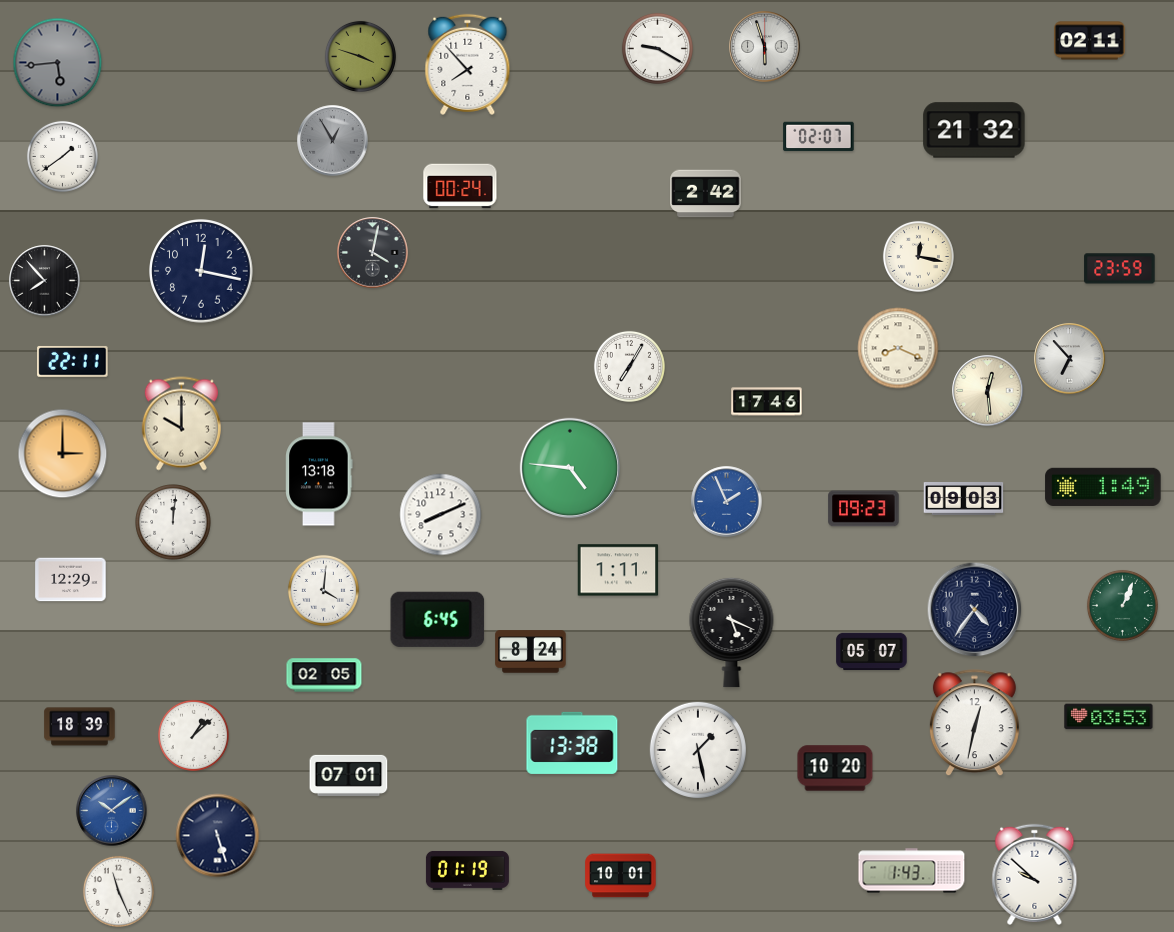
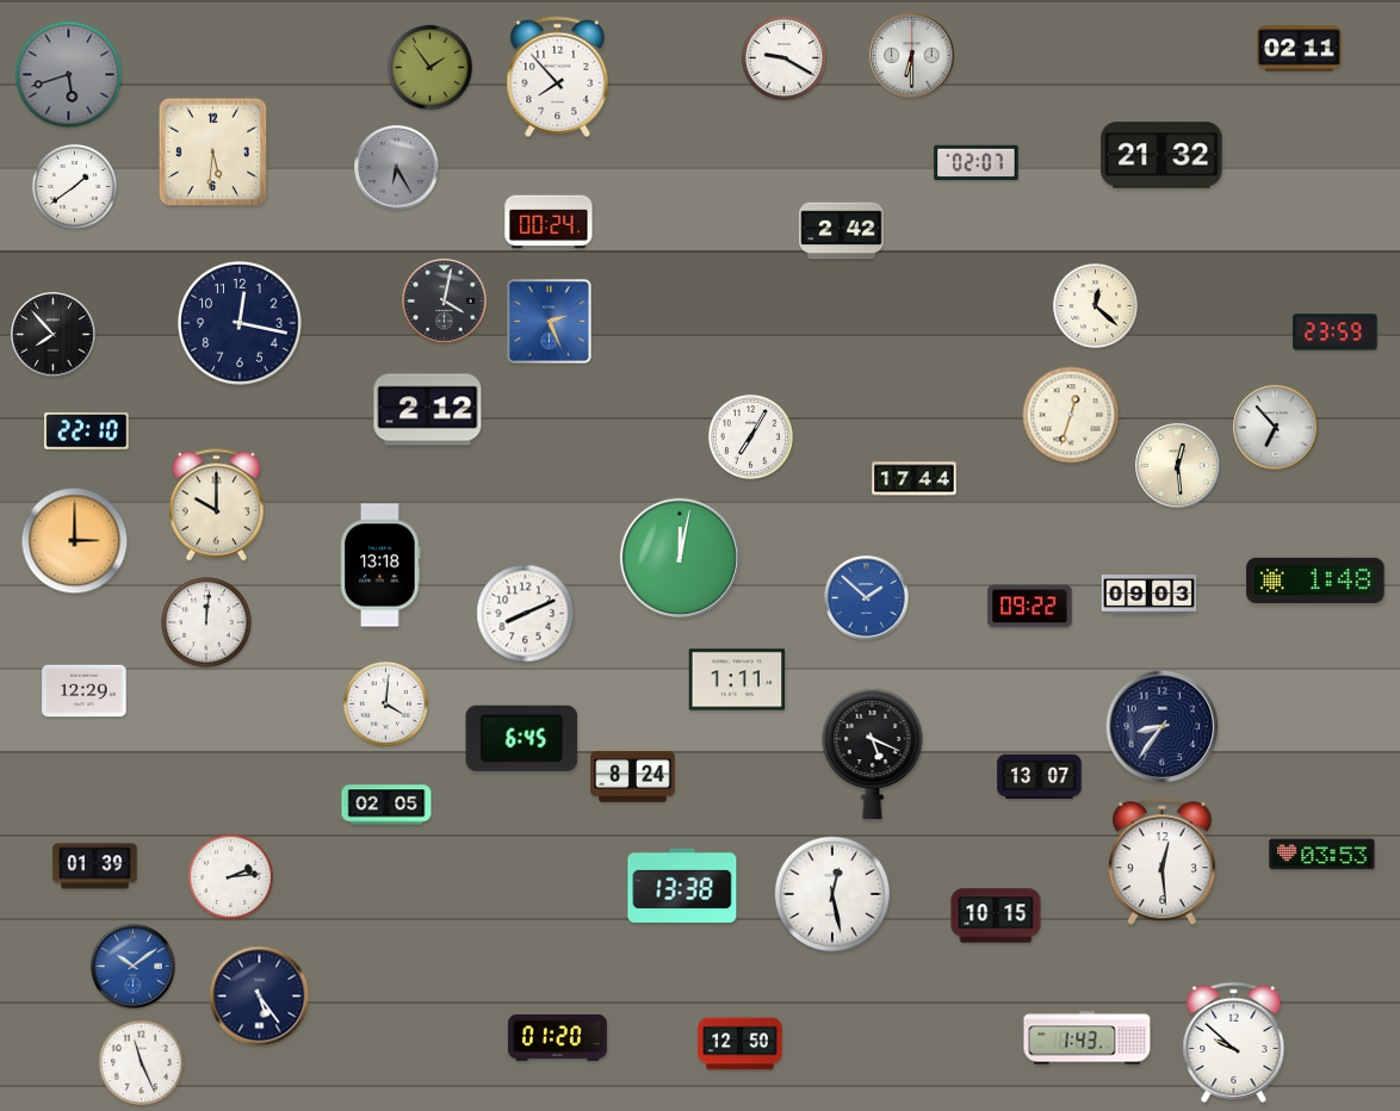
clock at (765, 47): 5:57 -> 6:30
clock at (360, 56): 3:48 -> 1:54
clock at (58, 63): 5:44 -> 5:42
clock at (213, 153): none -> 5:31
clock at (333, 141): 12:55 -> 6:25
clock at (918, 256): 12:17 -> 12:22
clock at (1120, 269) position: (1120, 269) -> (1336, 333)
clock at (550, 322): none -> 2:26
clock at (428, 410): none -> 2:12
clock at (898, 348): 8:19 -> 12:33
clock at (73, 361): 22:11 -> 22:10
clock at (767, 402): 17:46 -> 17:44
clock at (570, 468): 4:46 -> 12:02
clock at (1103, 487): 1:49 -> 1:48
clock at (727, 502): 1:56 -> 1:52
clock at (864, 509): 09:23 -> 09:22
clock at (1122, 605): 1:04 -> none
clock at (975, 610): 4:36 -> 8:36
clock at (872, 652): 05:07 -> 13:07
clock at (974, 723): 12:32 -> 12:29
clock at (80, 727): 18:39 -> 01:39
clock at (193, 735): 1:08 -> 2:14
clock at (697, 749): 1:28 -> 12:28
clock at (835, 768): 10:20 -> 10:15
clock at (349, 775): 07:01 -> none
clock at (218, 836): 5:27 -> 5:24
clock at (467, 870): 01:19 -> 01:20
clock at (621, 876): 10:01 -> 12:50
